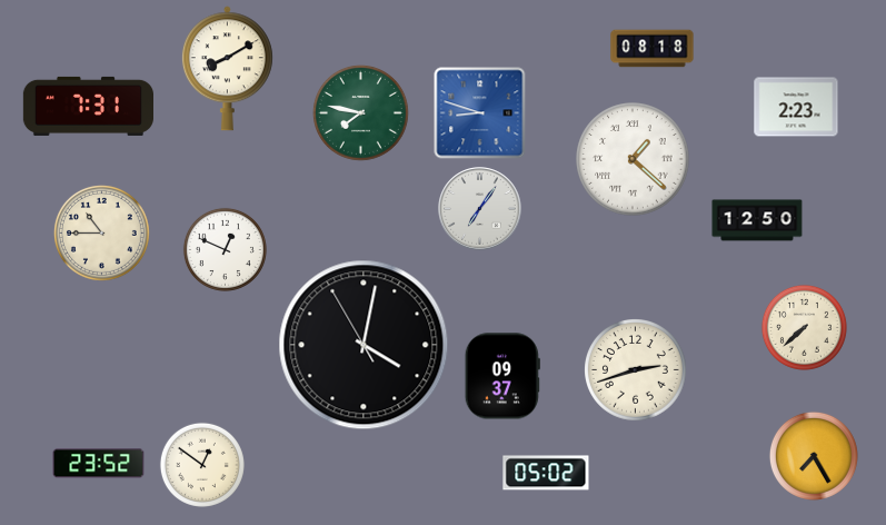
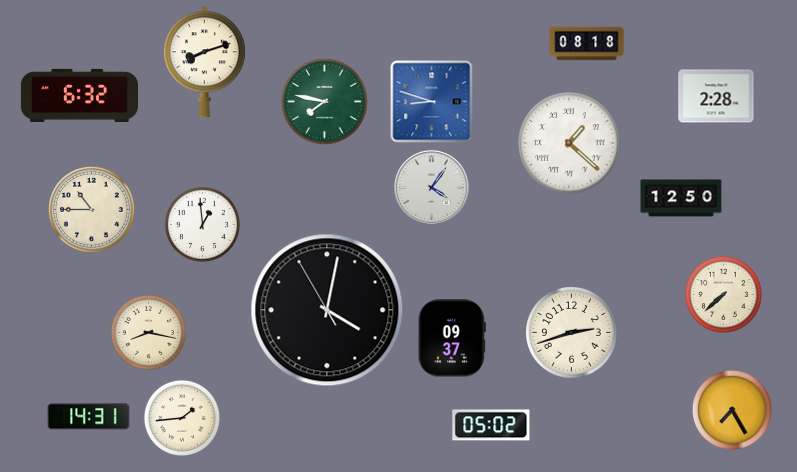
clock at (227, 69): 8:10 -> 8:12
clock at (88, 106): 7:31 -> 6:32
clock at (796, 107): 2:23 -> 2:28
clock at (480, 209): 7:06 -> 4:06
clock at (225, 249): 12:49 -> 12:59
clock at (148, 332): none -> 8:17
clock at (99, 464): 23:52 -> 14:31
clock at (202, 465): 12:51 -> 1:44
